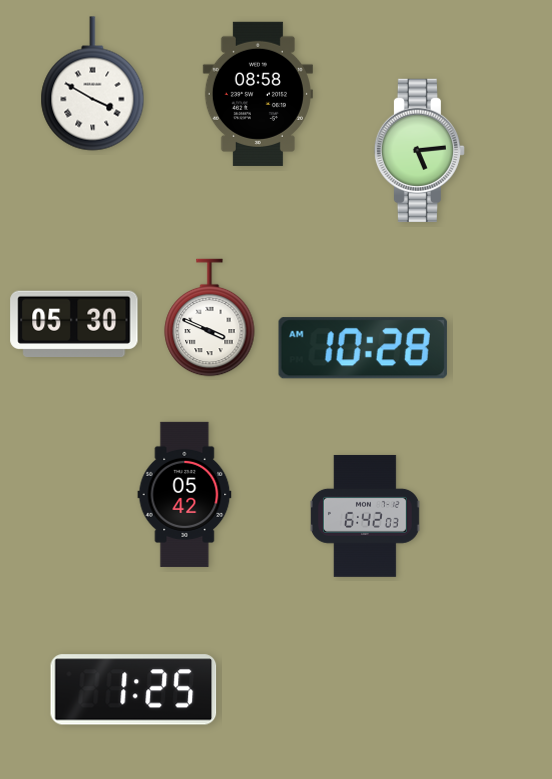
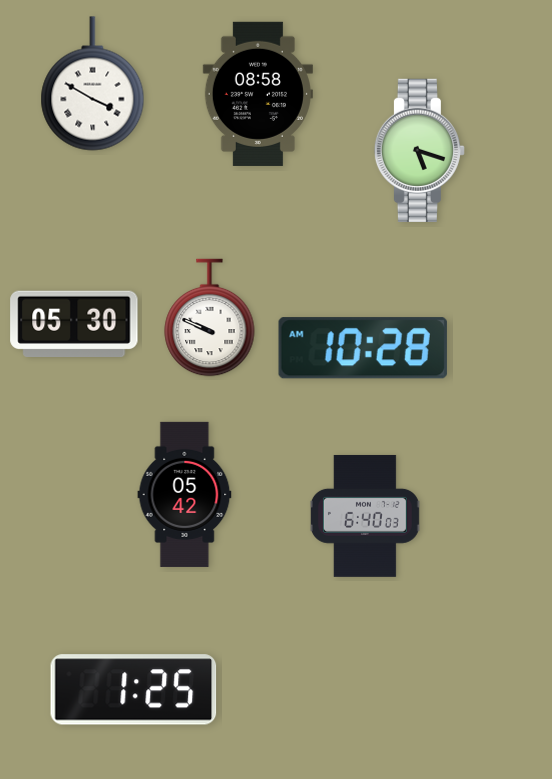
clock at (419, 150): 5:14 -> 5:18
clock at (210, 318): 3:49 -> 9:49
clock at (365, 516): 6:42 -> 6:40
